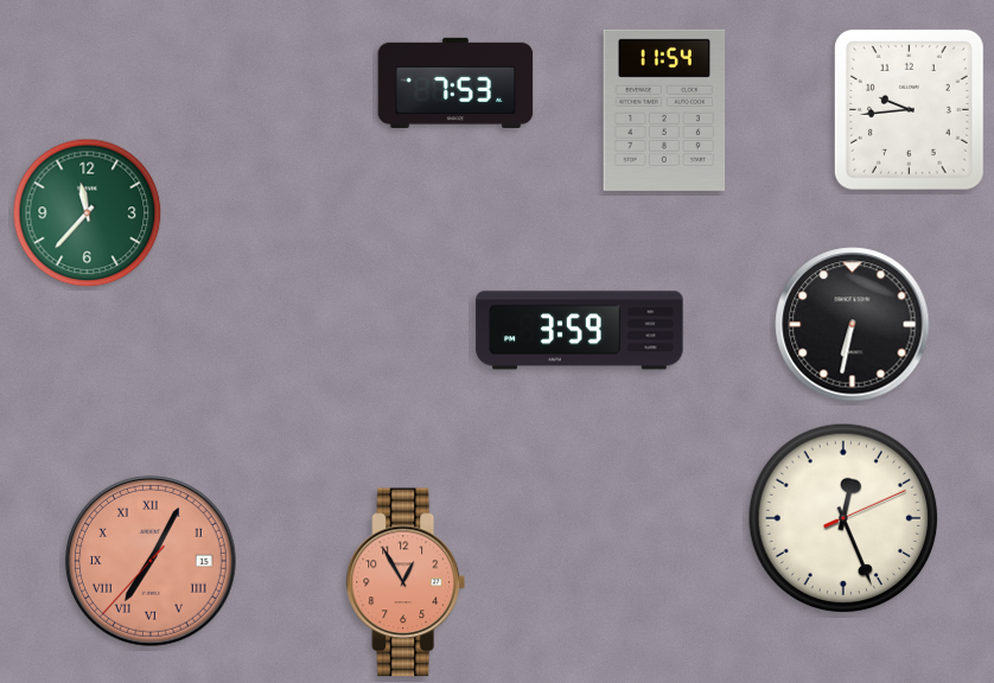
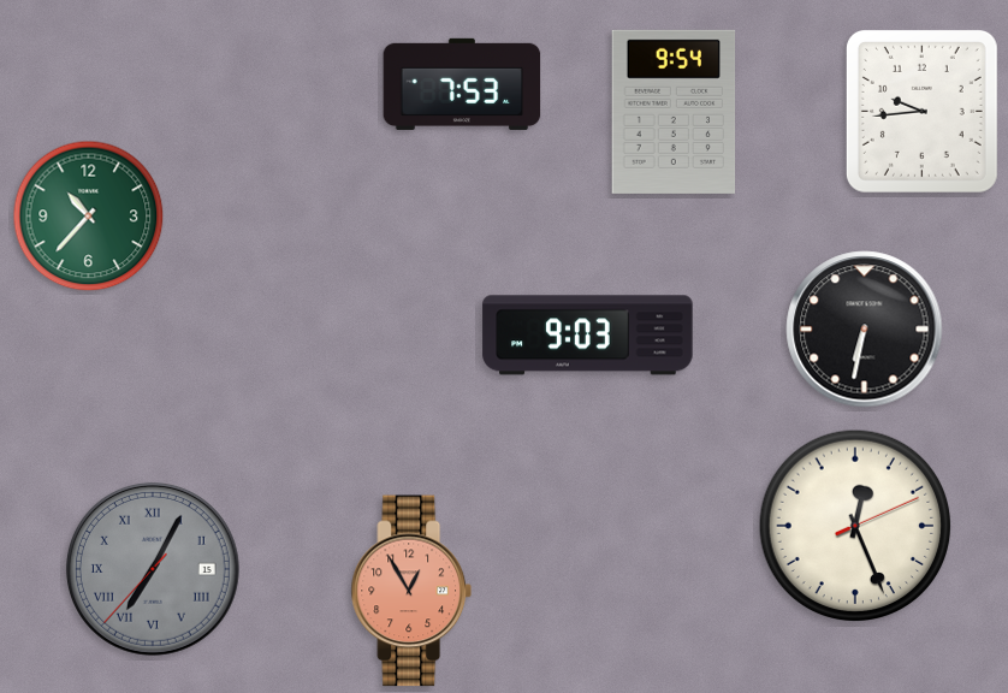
clock at (664, 110): 11:54 -> 9:54
clock at (88, 213): 11:37 -> 10:37
clock at (580, 331): 3:59 -> 9:03
clock at (151, 561) dial: salmon -> grey
